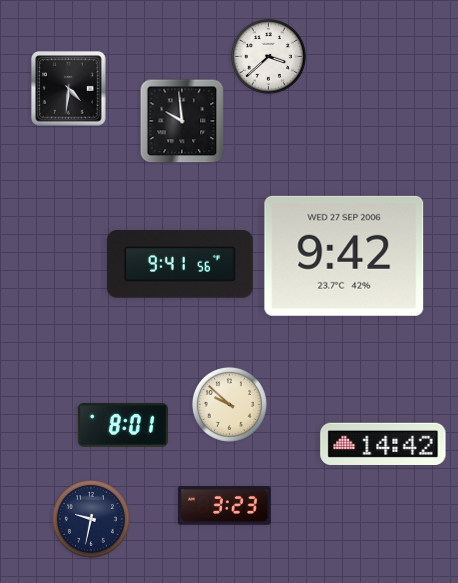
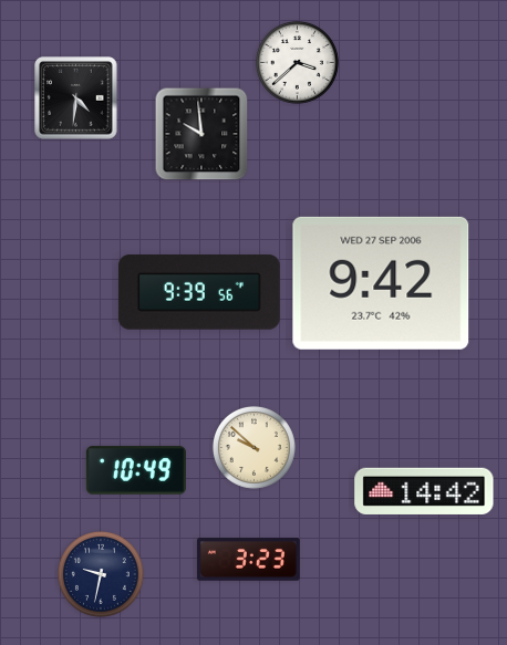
clock at (180, 264): 9:41 -> 9:39
clock at (123, 425): 8:01 -> 10:49
